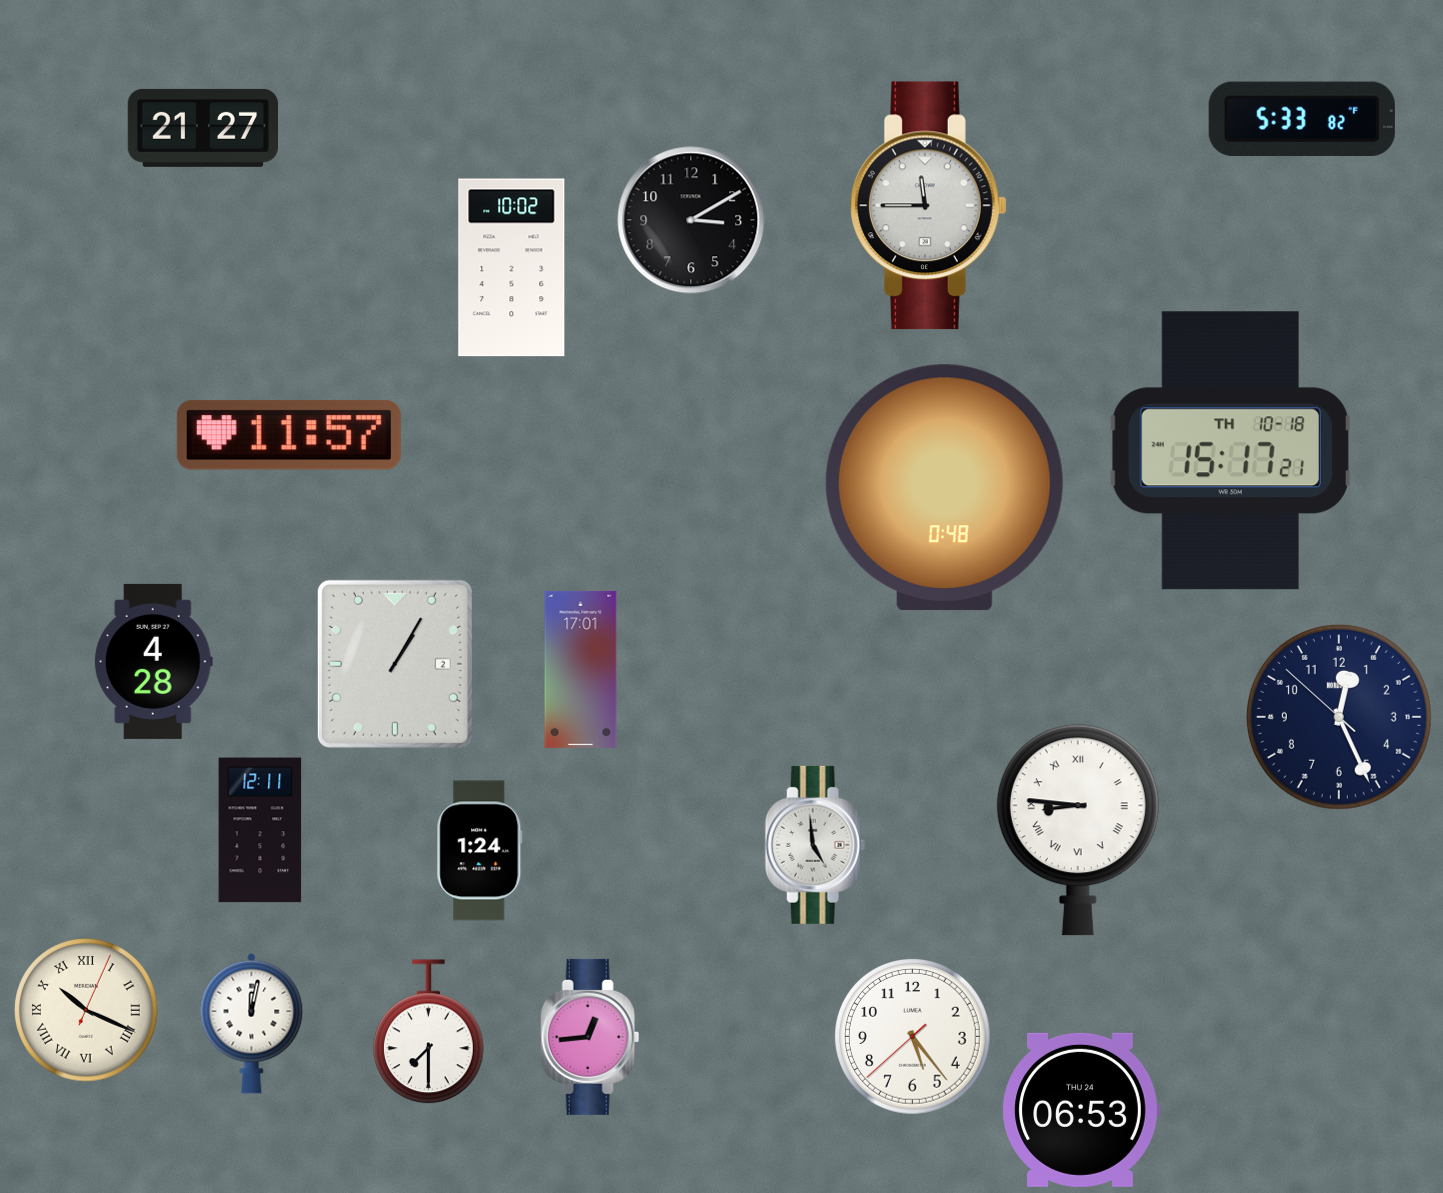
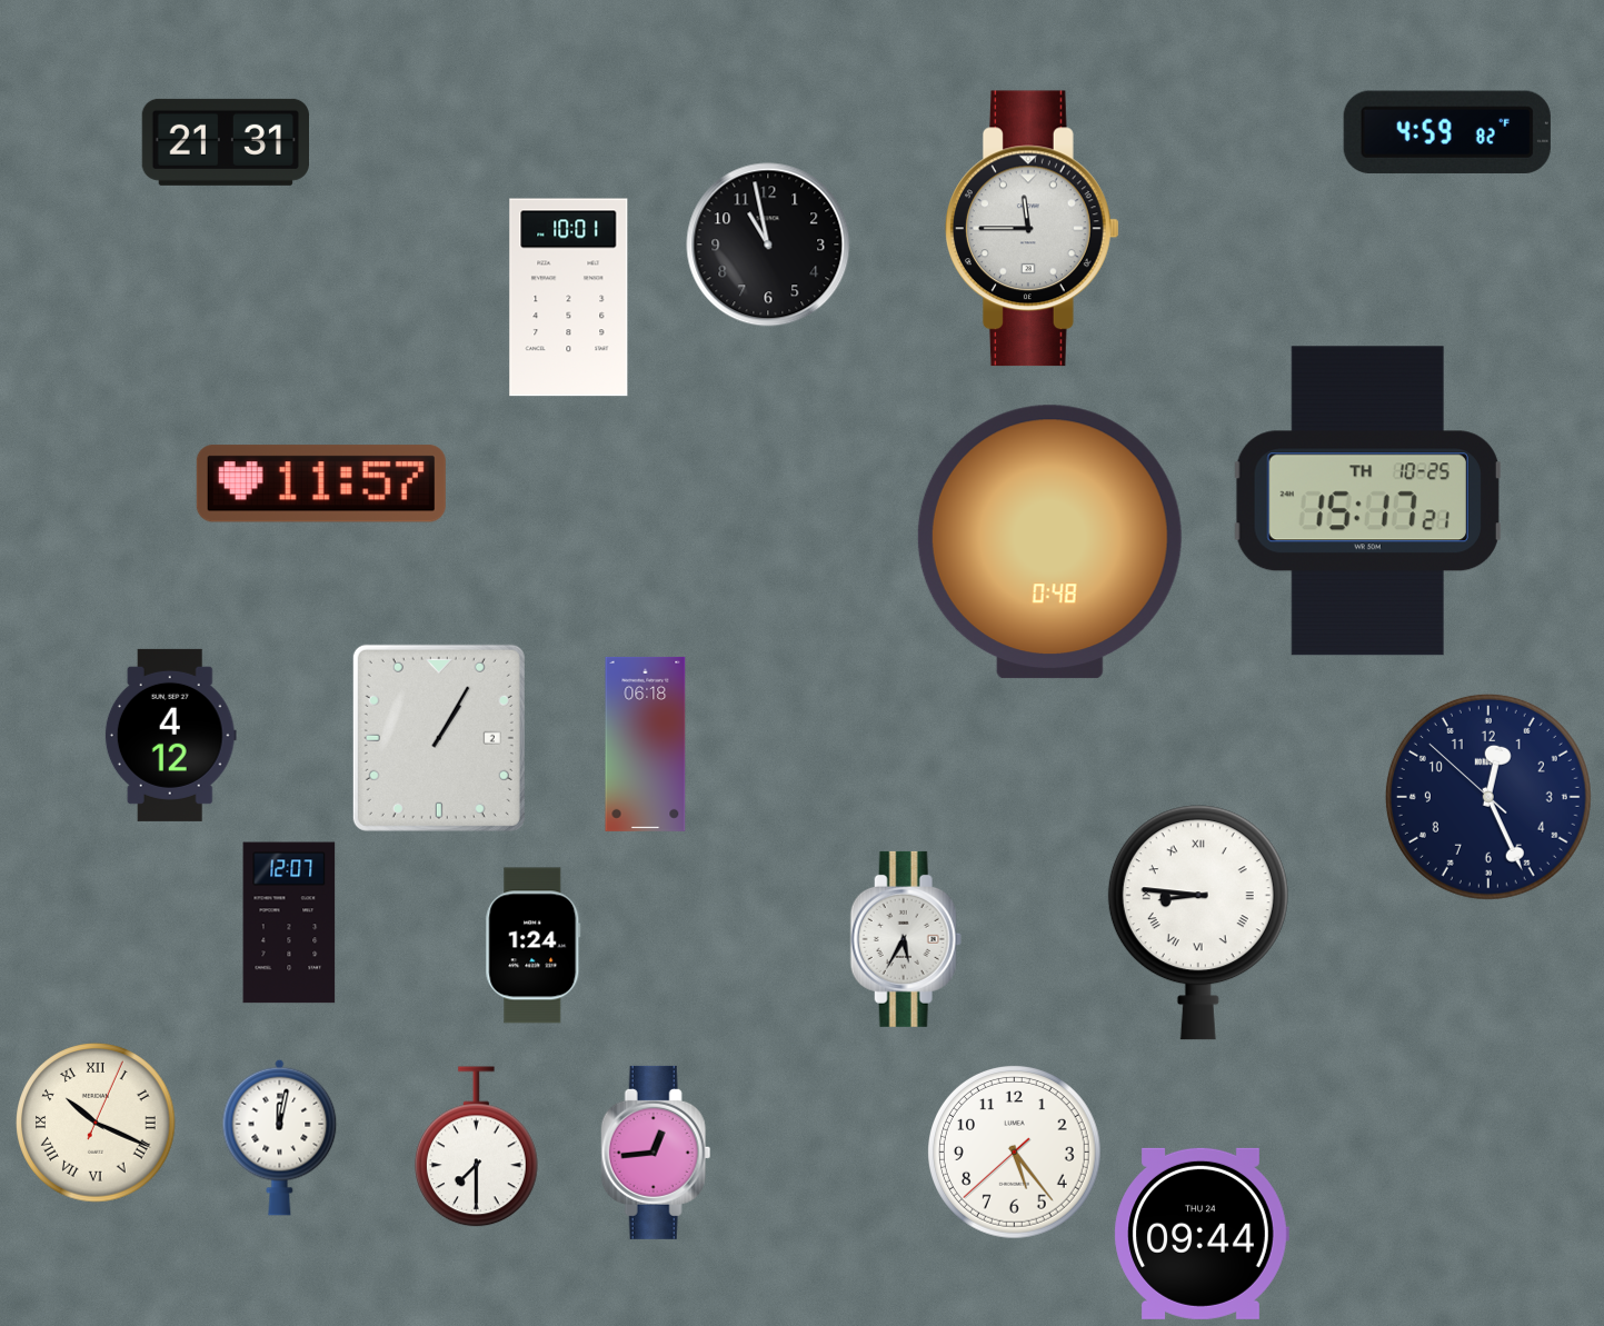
clock at (1302, 119): 5:33 -> 4:59
clock at (202, 128): 21:27 -> 21:31
clock at (691, 220): 3:10 -> 10:58
clock at (512, 268): 10:02 -> 10:01
clock at (1230, 451) date: TH 10-18 -> TH 10-25
clock at (153, 661): 4:28 -> 4:12
clock at (581, 669): 17:01 -> 06:18
clock at (260, 830): 12:11 -> 12:07
clock at (815, 845): 4:59 -> 5:35
clock at (1081, 1110): 06:53 -> 09:44
